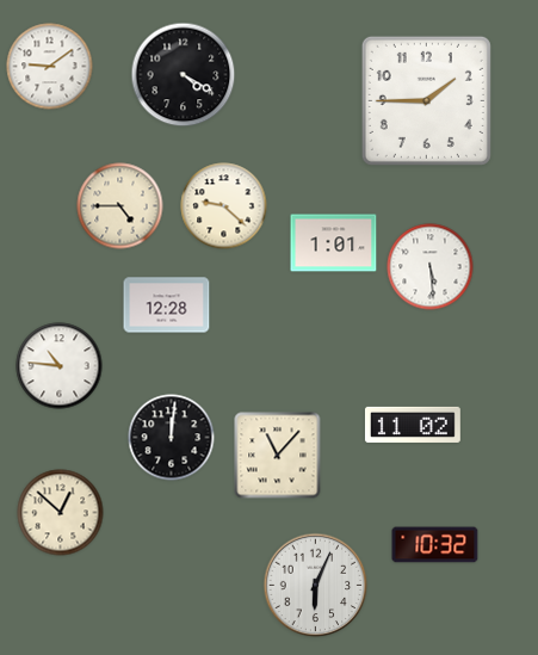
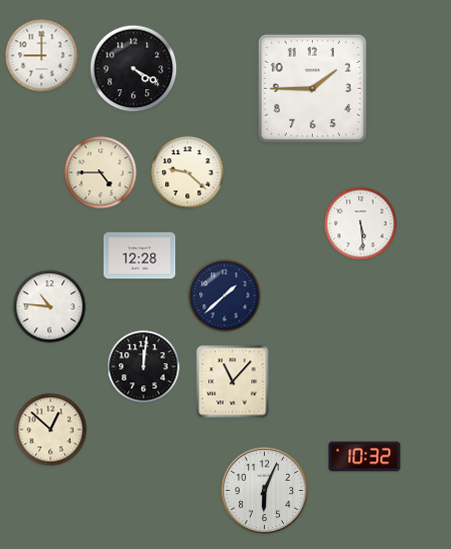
clock at (50, 67): 9:09 -> 9:00
clock at (184, 75) position: (184, 75) -> (134, 69)
clock at (426, 100) position: (426, 100) -> (312, 88)
clock at (334, 243): 1:01 -> none
clock at (225, 296): none -> 1:38
clock at (413, 425): 11:02 -> none
